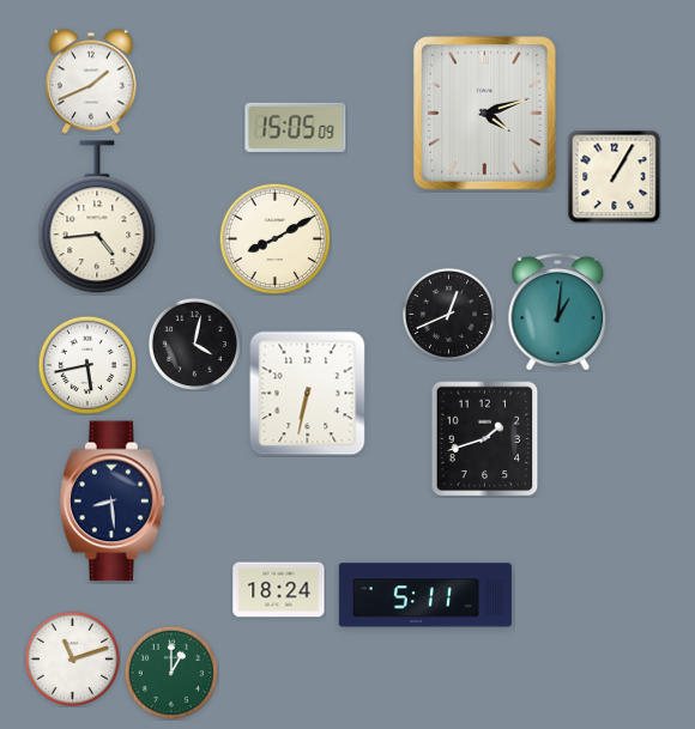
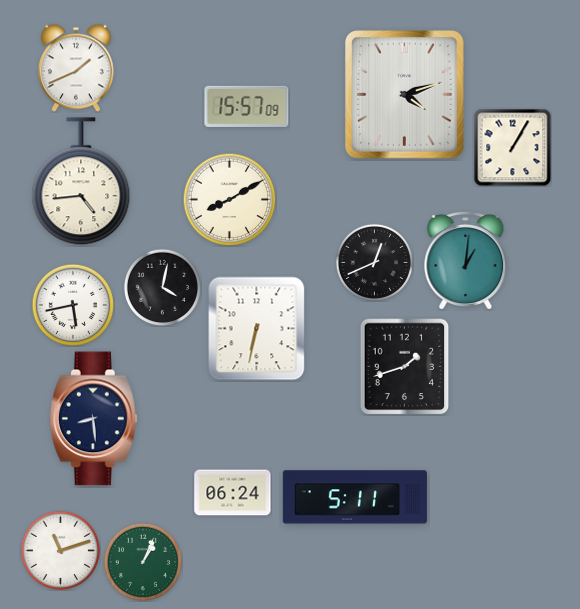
clock at (296, 127): 15:05 -> 15:57
clock at (279, 590): 18:24 -> 06:24
clock at (171, 673): 1:00 -> 1:04
